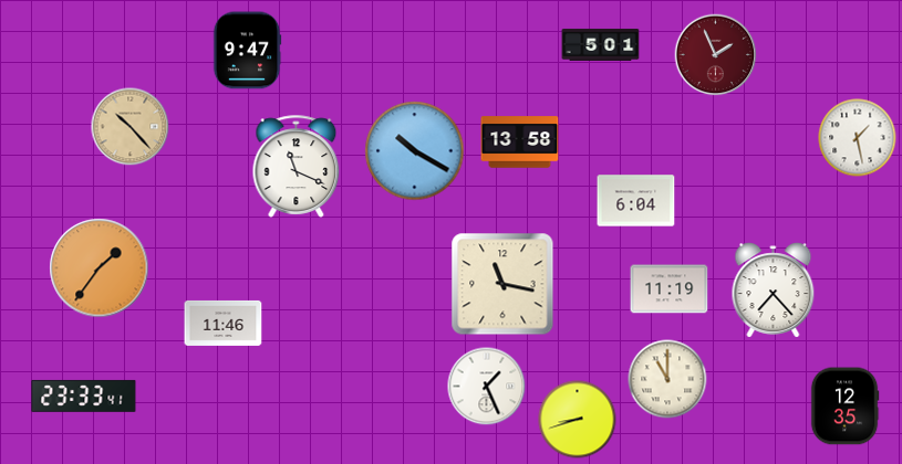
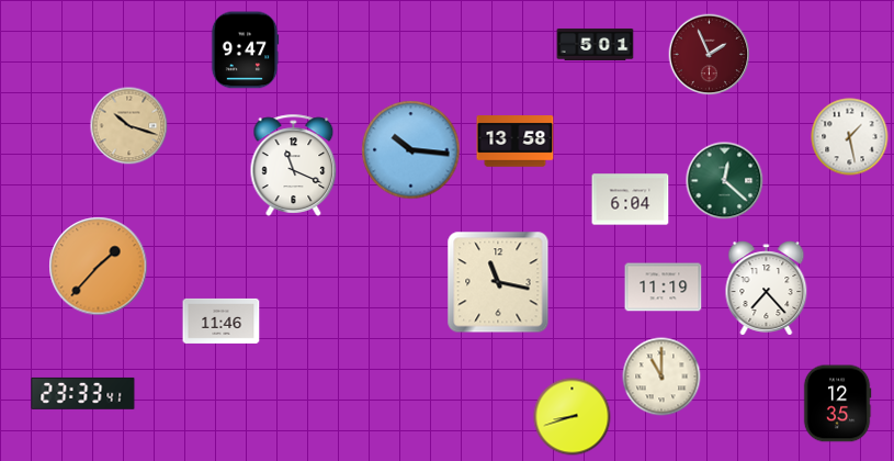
clock at (131, 127): 10:23 -> 10:18
clock at (415, 151): 10:20 -> 10:16
clock at (725, 181): none -> 12:22
clock at (100, 268): 1:36 -> 1:37
clock at (487, 387): 1:26 -> none
